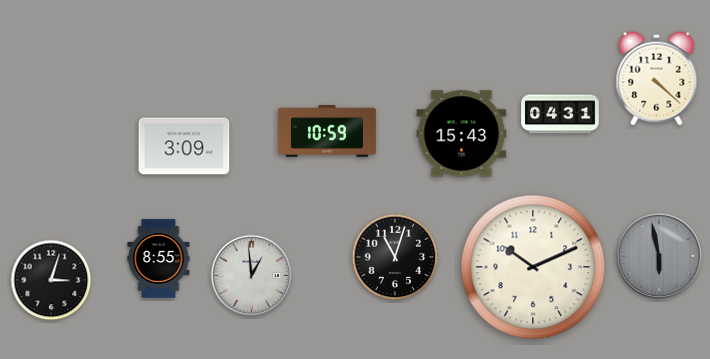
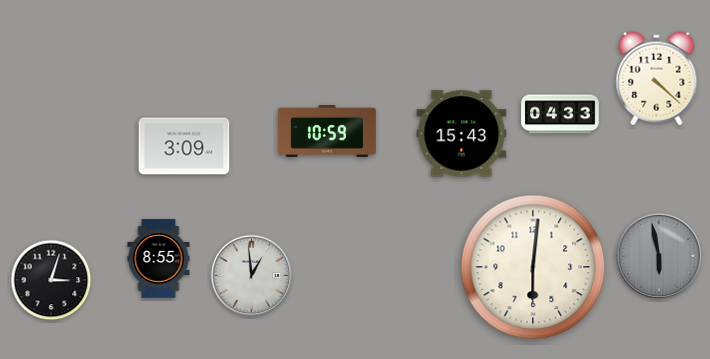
clock at (560, 114): 04:31 -> 04:33
clock at (395, 257): 11:03 -> none
clock at (533, 267): 10:11 -> 6:01
